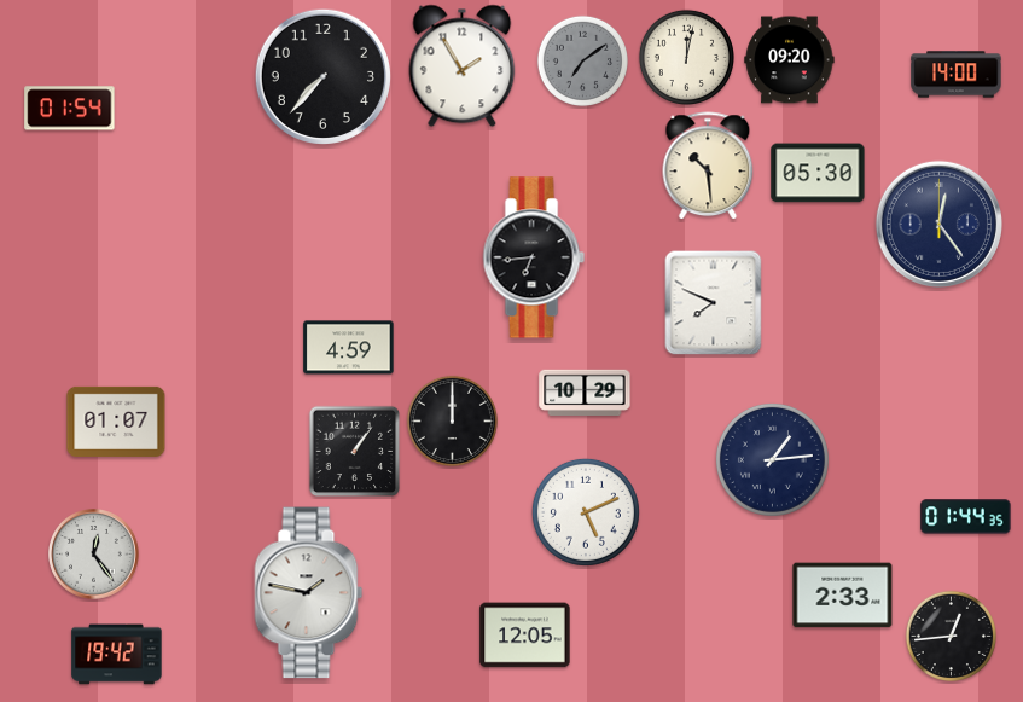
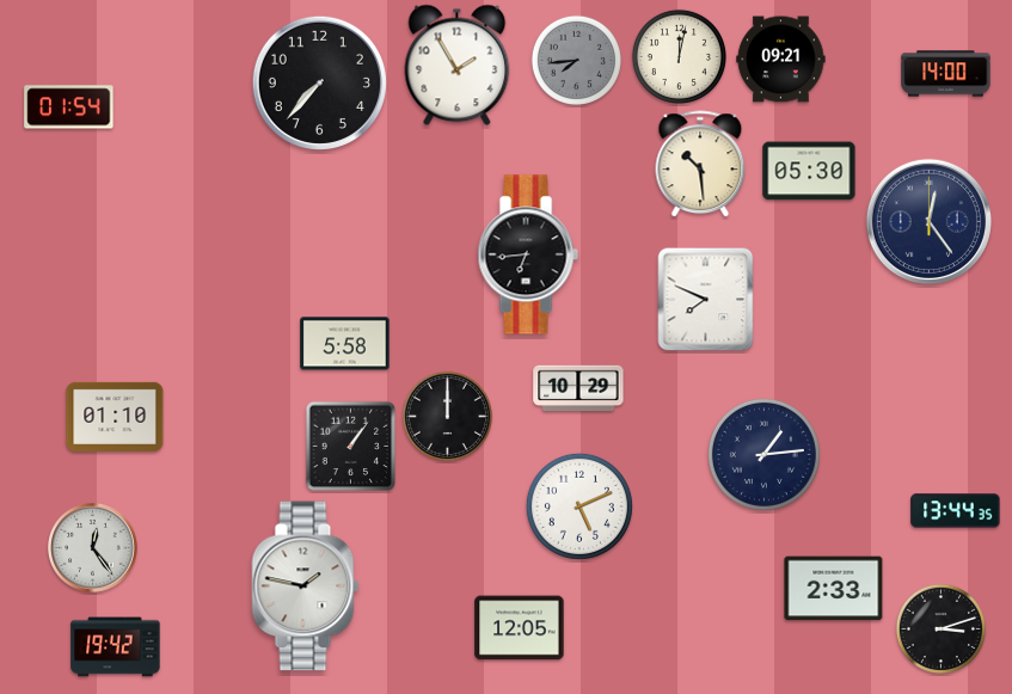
clock at (582, 60): 7:09 -> 7:44
clock at (790, 60): 09:20 -> 09:21
clock at (322, 76) position: (322, 76) -> (319, 82)
clock at (349, 348): 4:59 -> 5:58
clock at (116, 422): 01:07 -> 01:10
clock at (966, 517): 01:44 -> 13:44
clock at (951, 636): 12:44 -> 3:12
